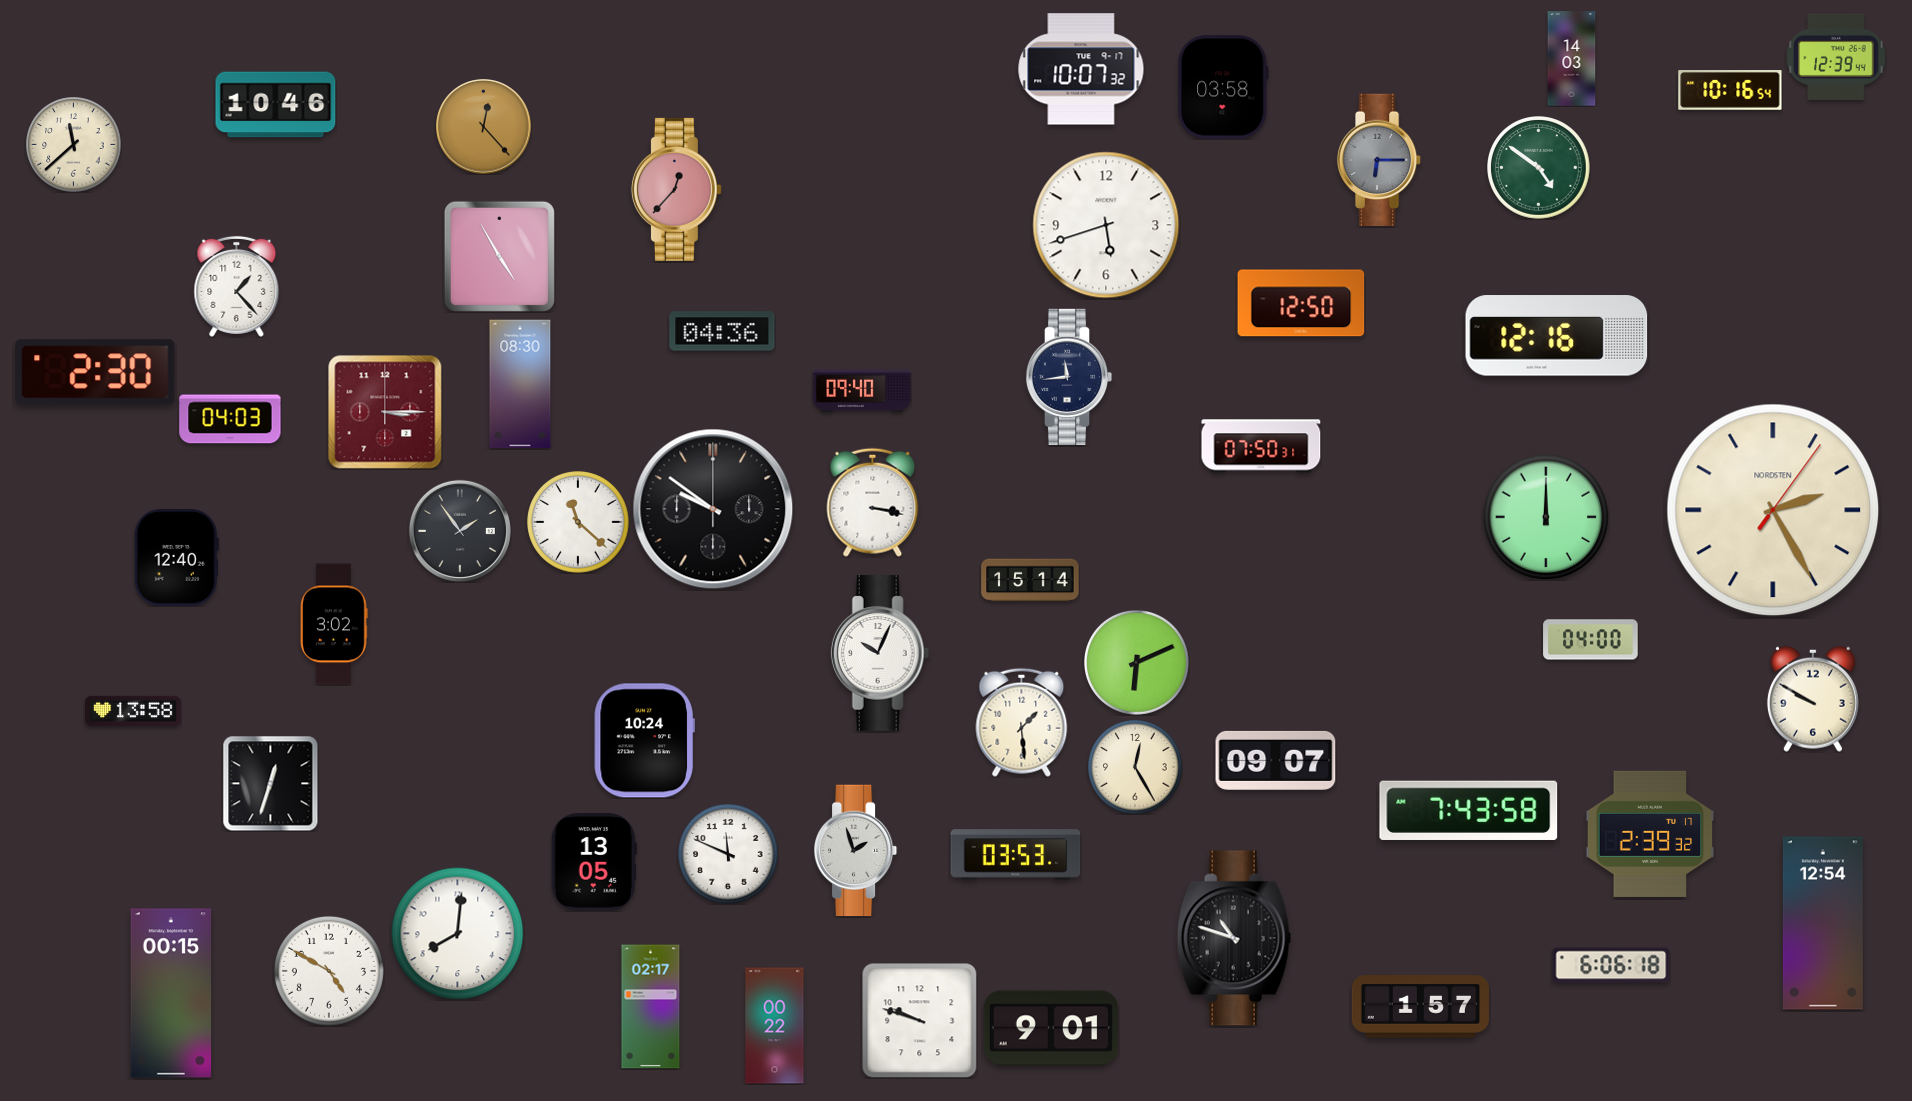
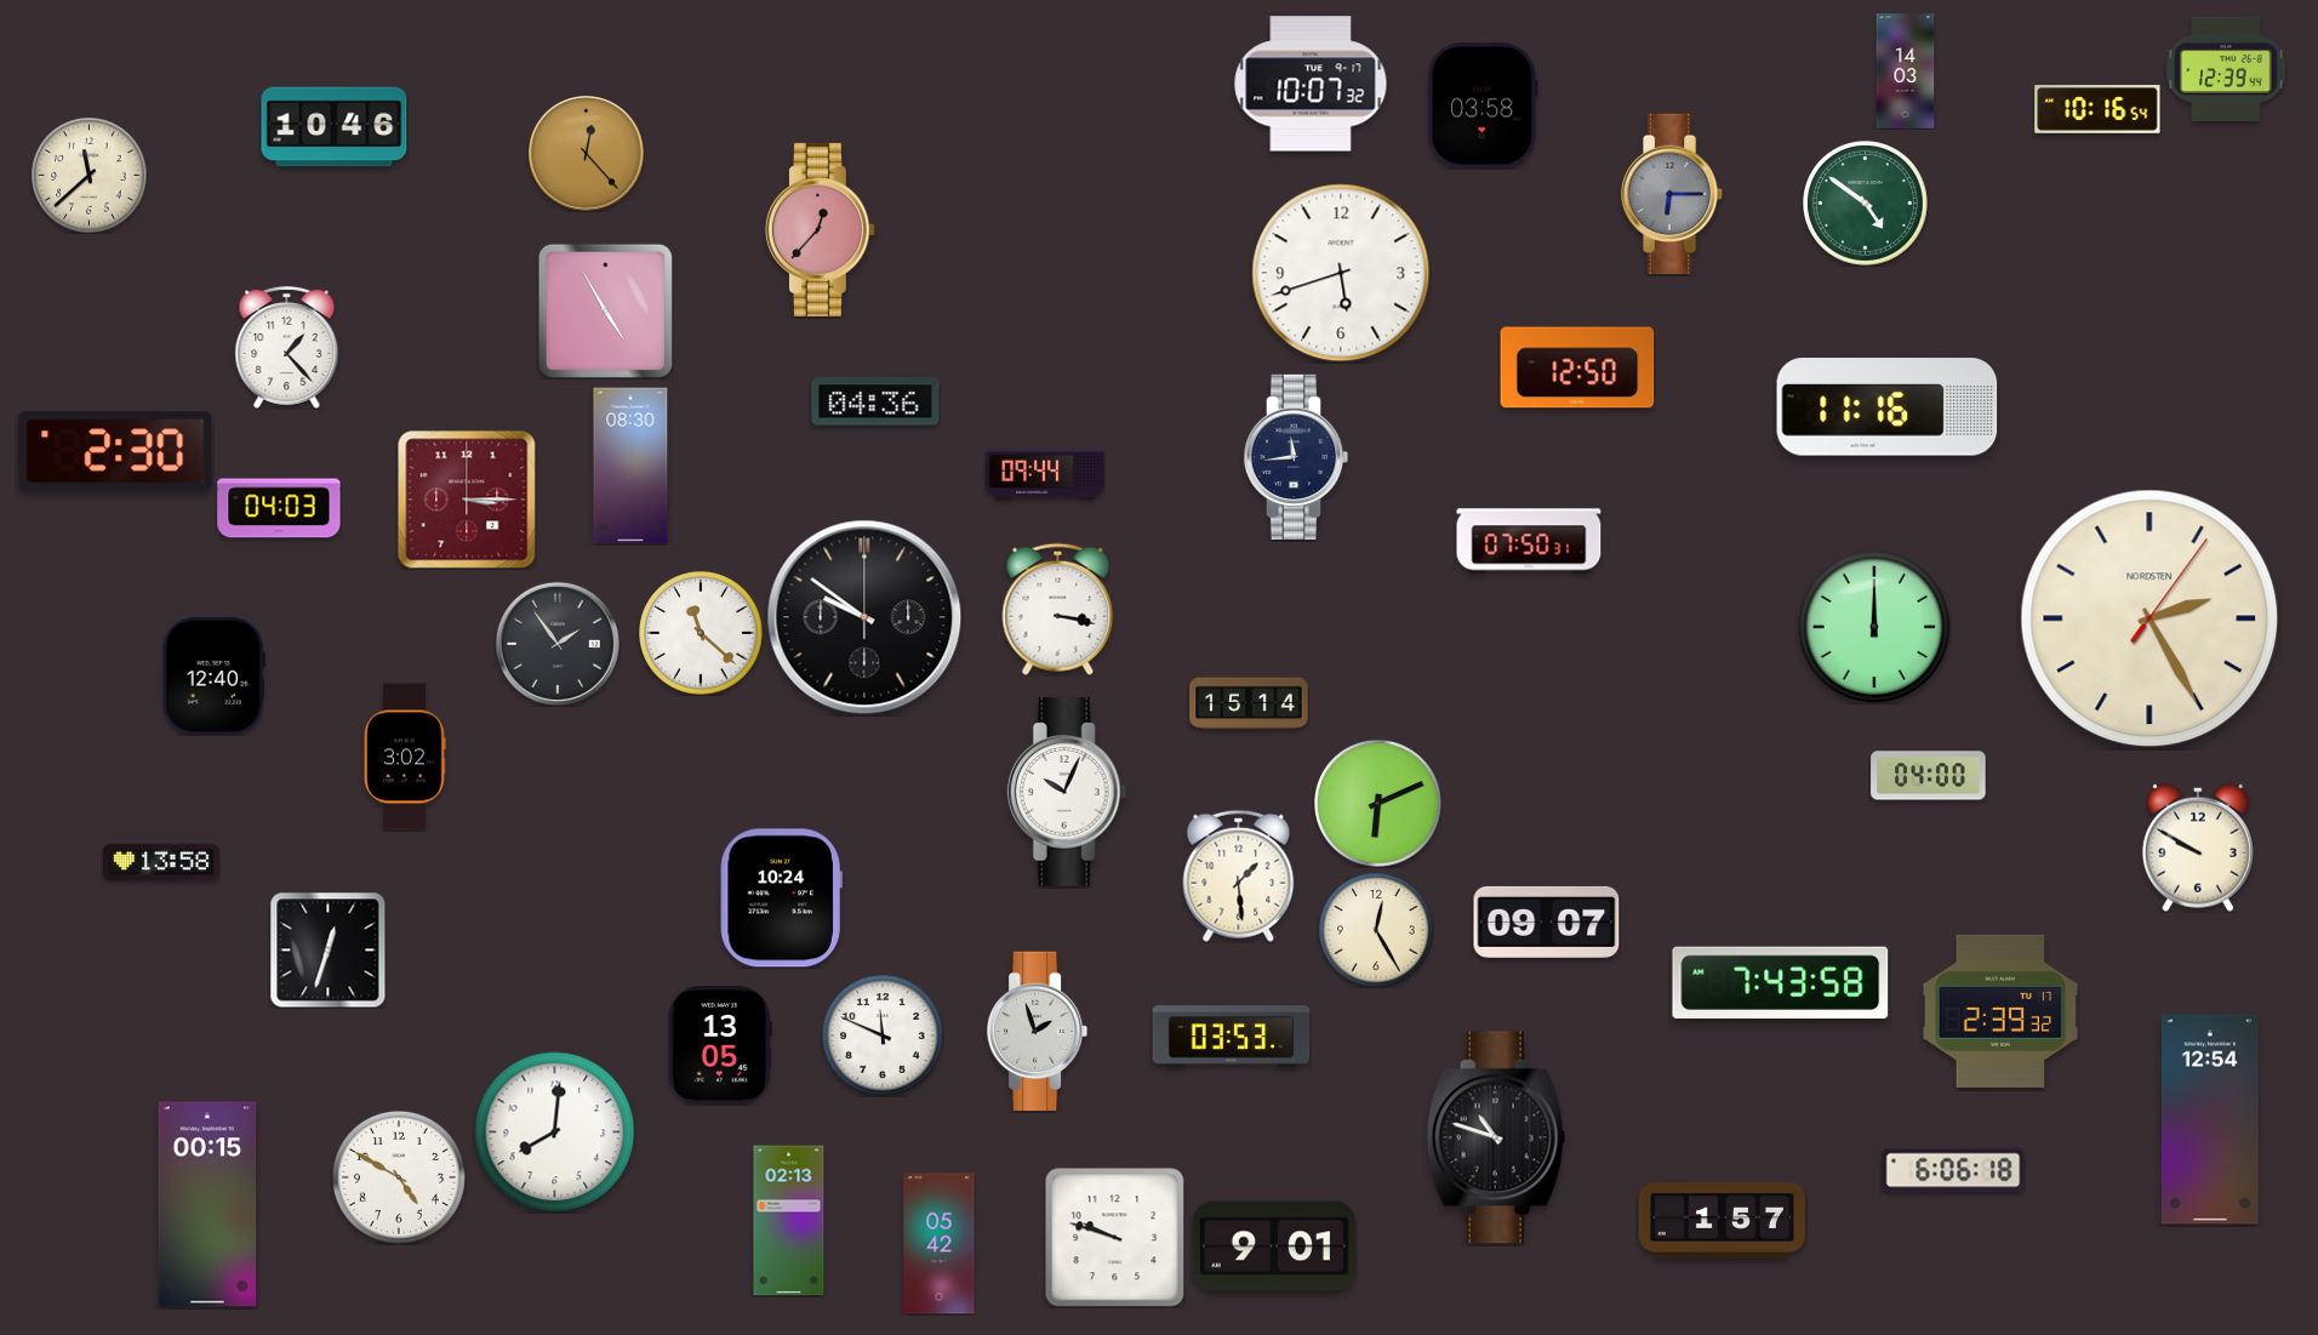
clock at (1557, 336): 12:16 -> 11:16
clock at (862, 391): 09:40 -> 09:44
clock at (651, 1007): 02:17 -> 02:13
clock at (775, 1026): 00:22 -> 05:42
